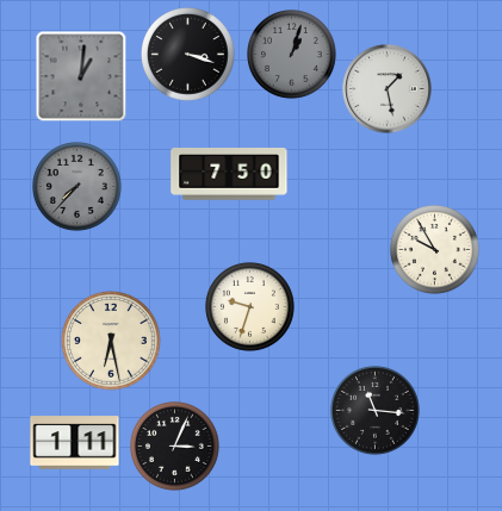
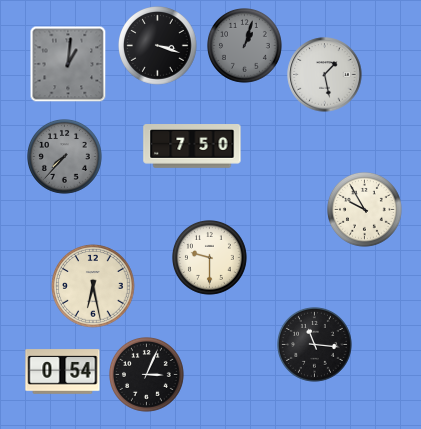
clock at (250, 307): 9:33 -> 9:30
clock at (75, 443): 1:11 -> 0:54
